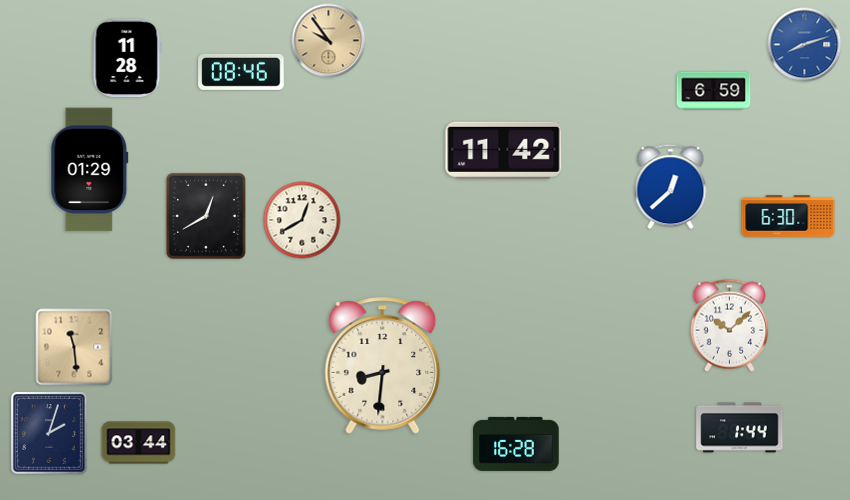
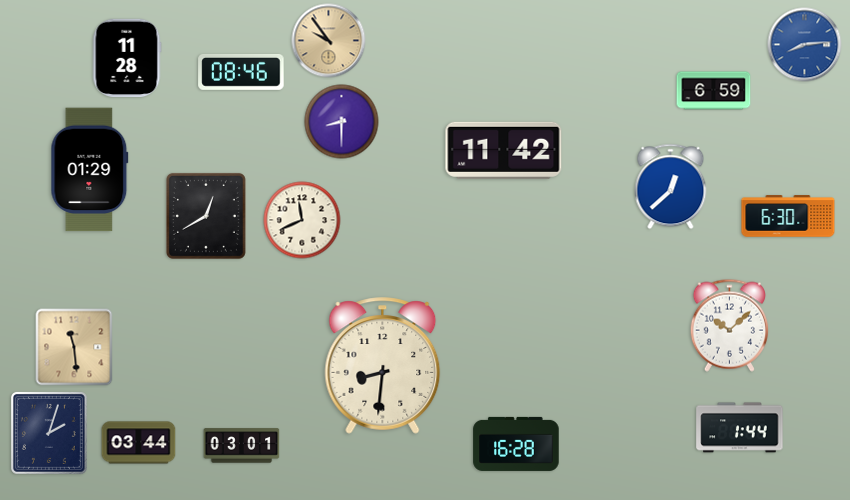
clock at (805, 45): 8:12 -> 8:14
clock at (342, 122): none -> 8:30
clock at (302, 220): 12:40 -> 11:41
clock at (242, 446): none -> 03:01
